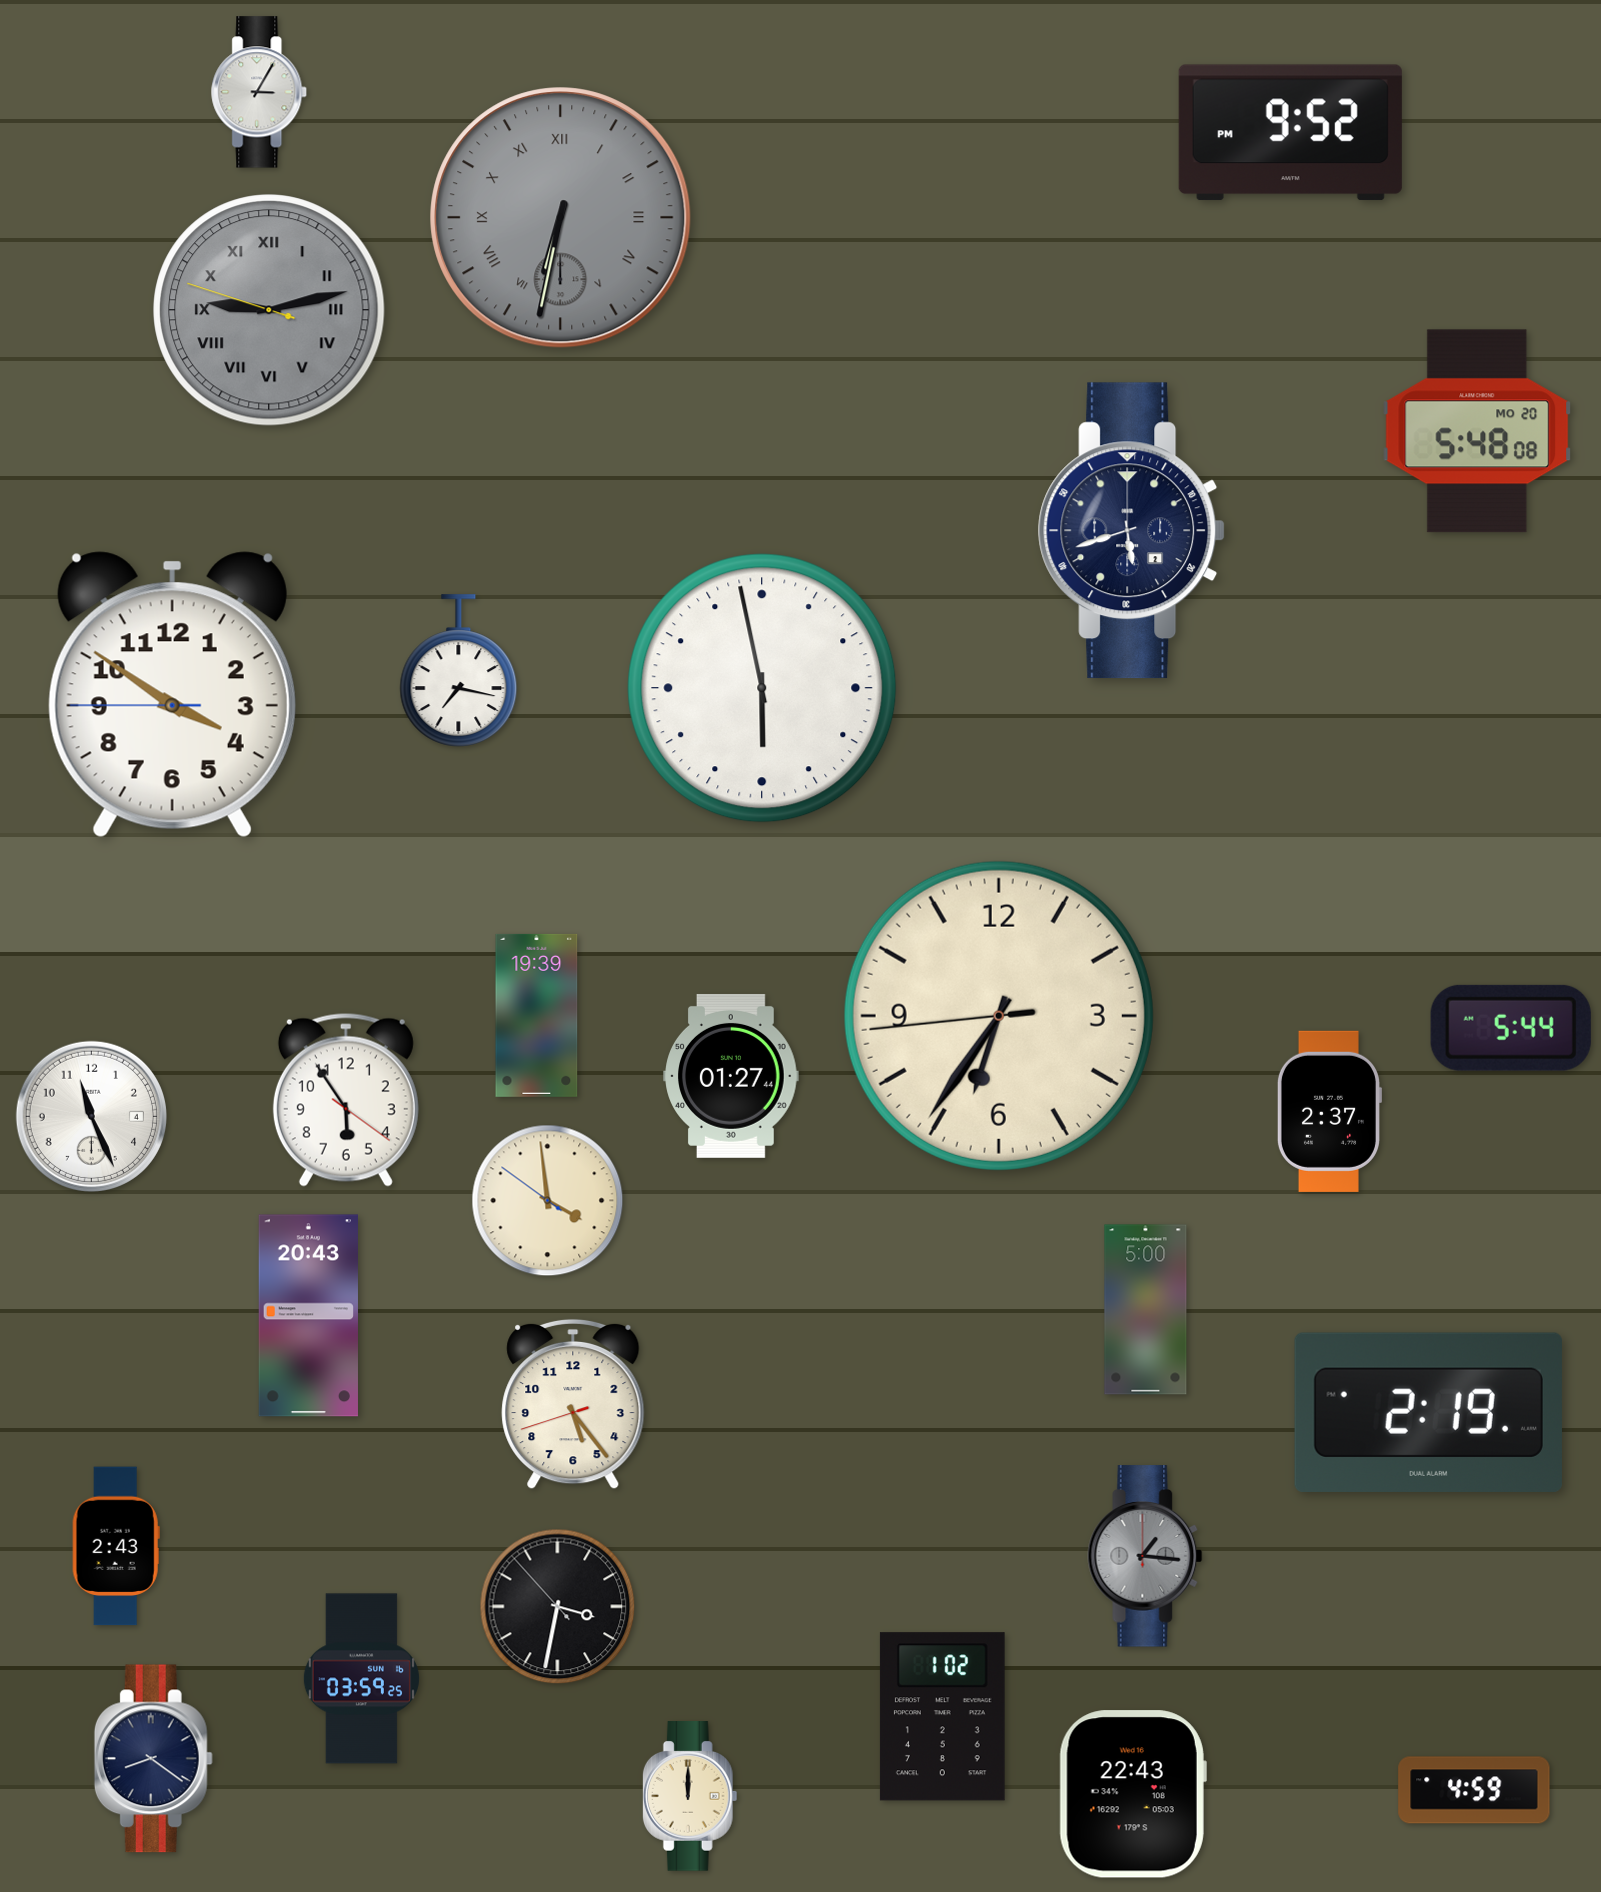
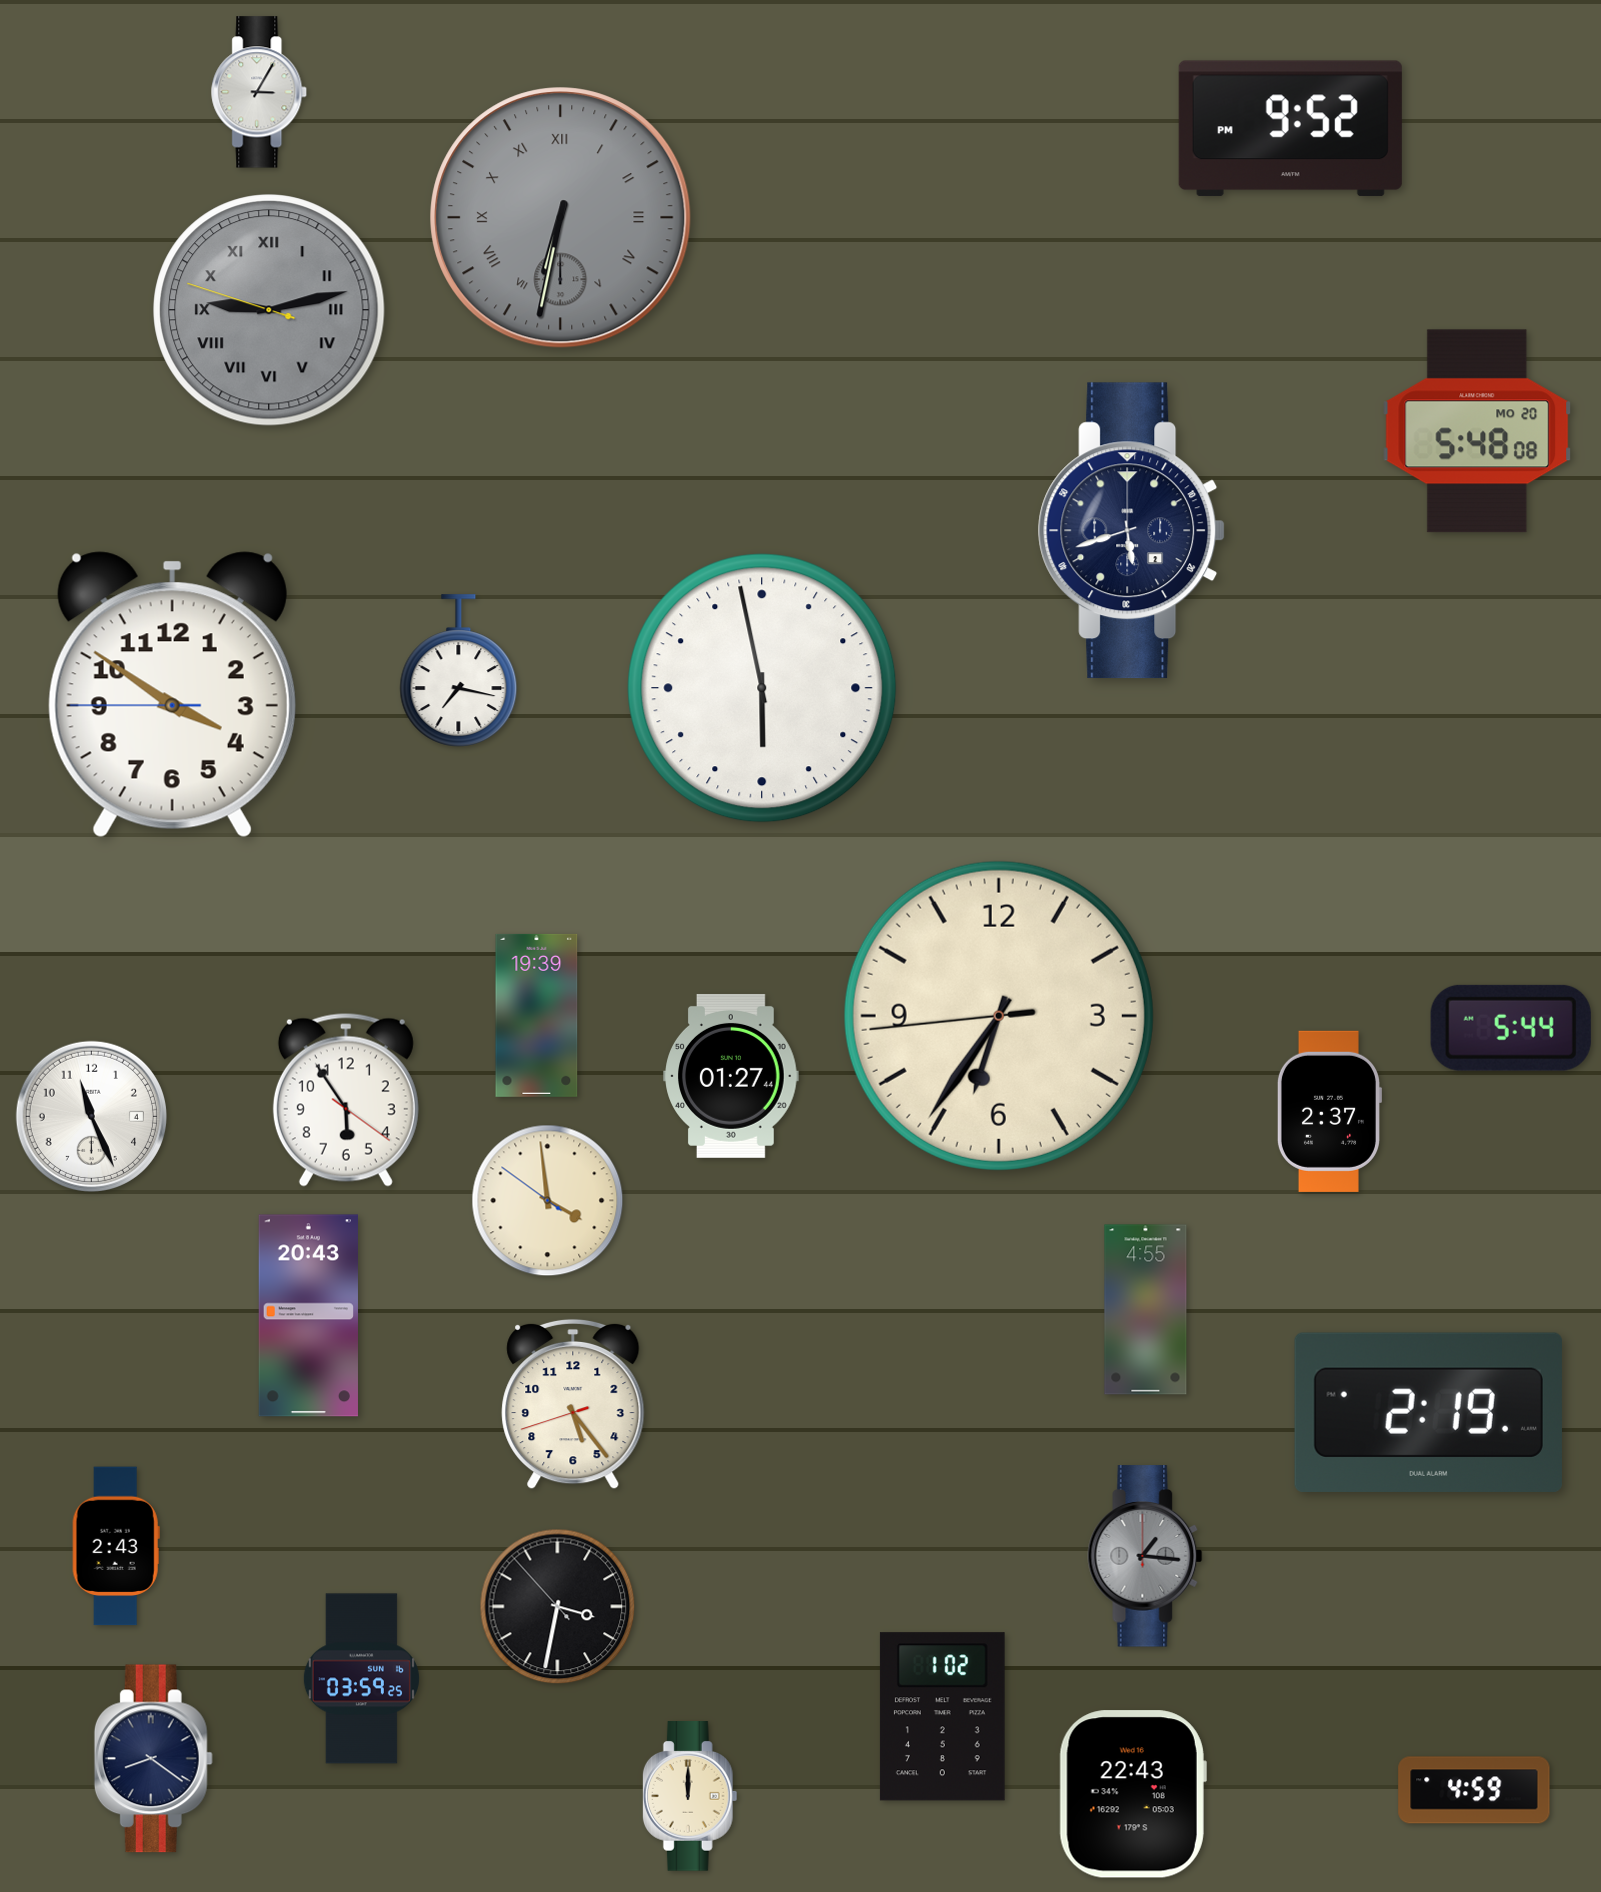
clock at (1290, 133) position: (1290, 133) -> (1290, 129)
clock at (1146, 1310): 5:00 -> 4:55
